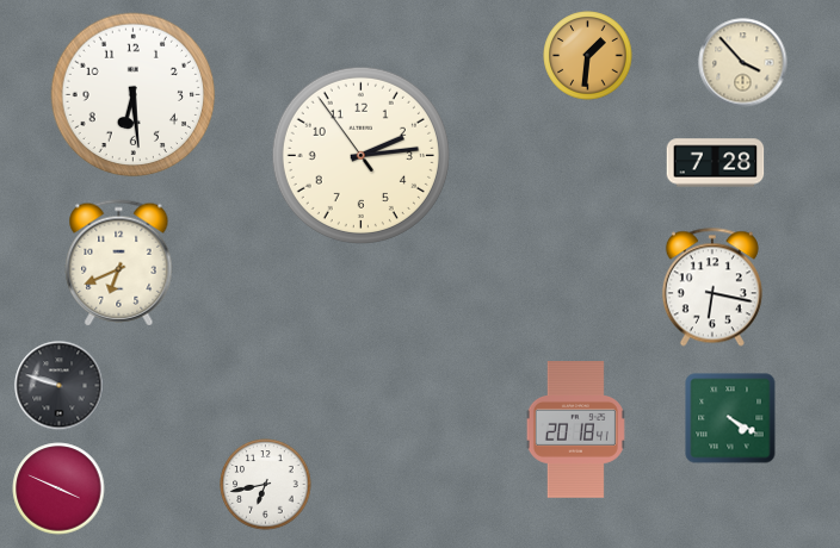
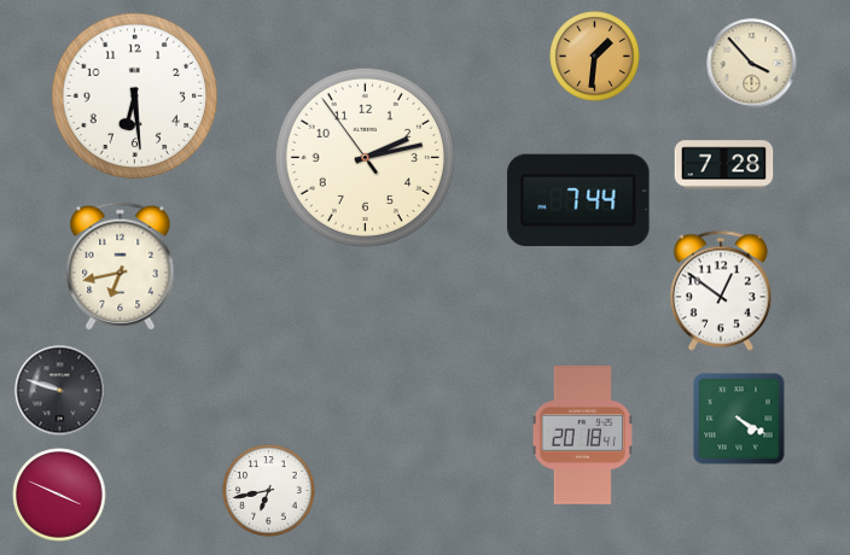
clock at (360, 155): 2:13 -> 2:12
clock at (578, 200): none -> 7:44
clock at (119, 263): 6:41 -> 6:43
clock at (712, 287): 6:17 -> 12:51
clock at (730, 418) position: (730, 418) -> (739, 419)
